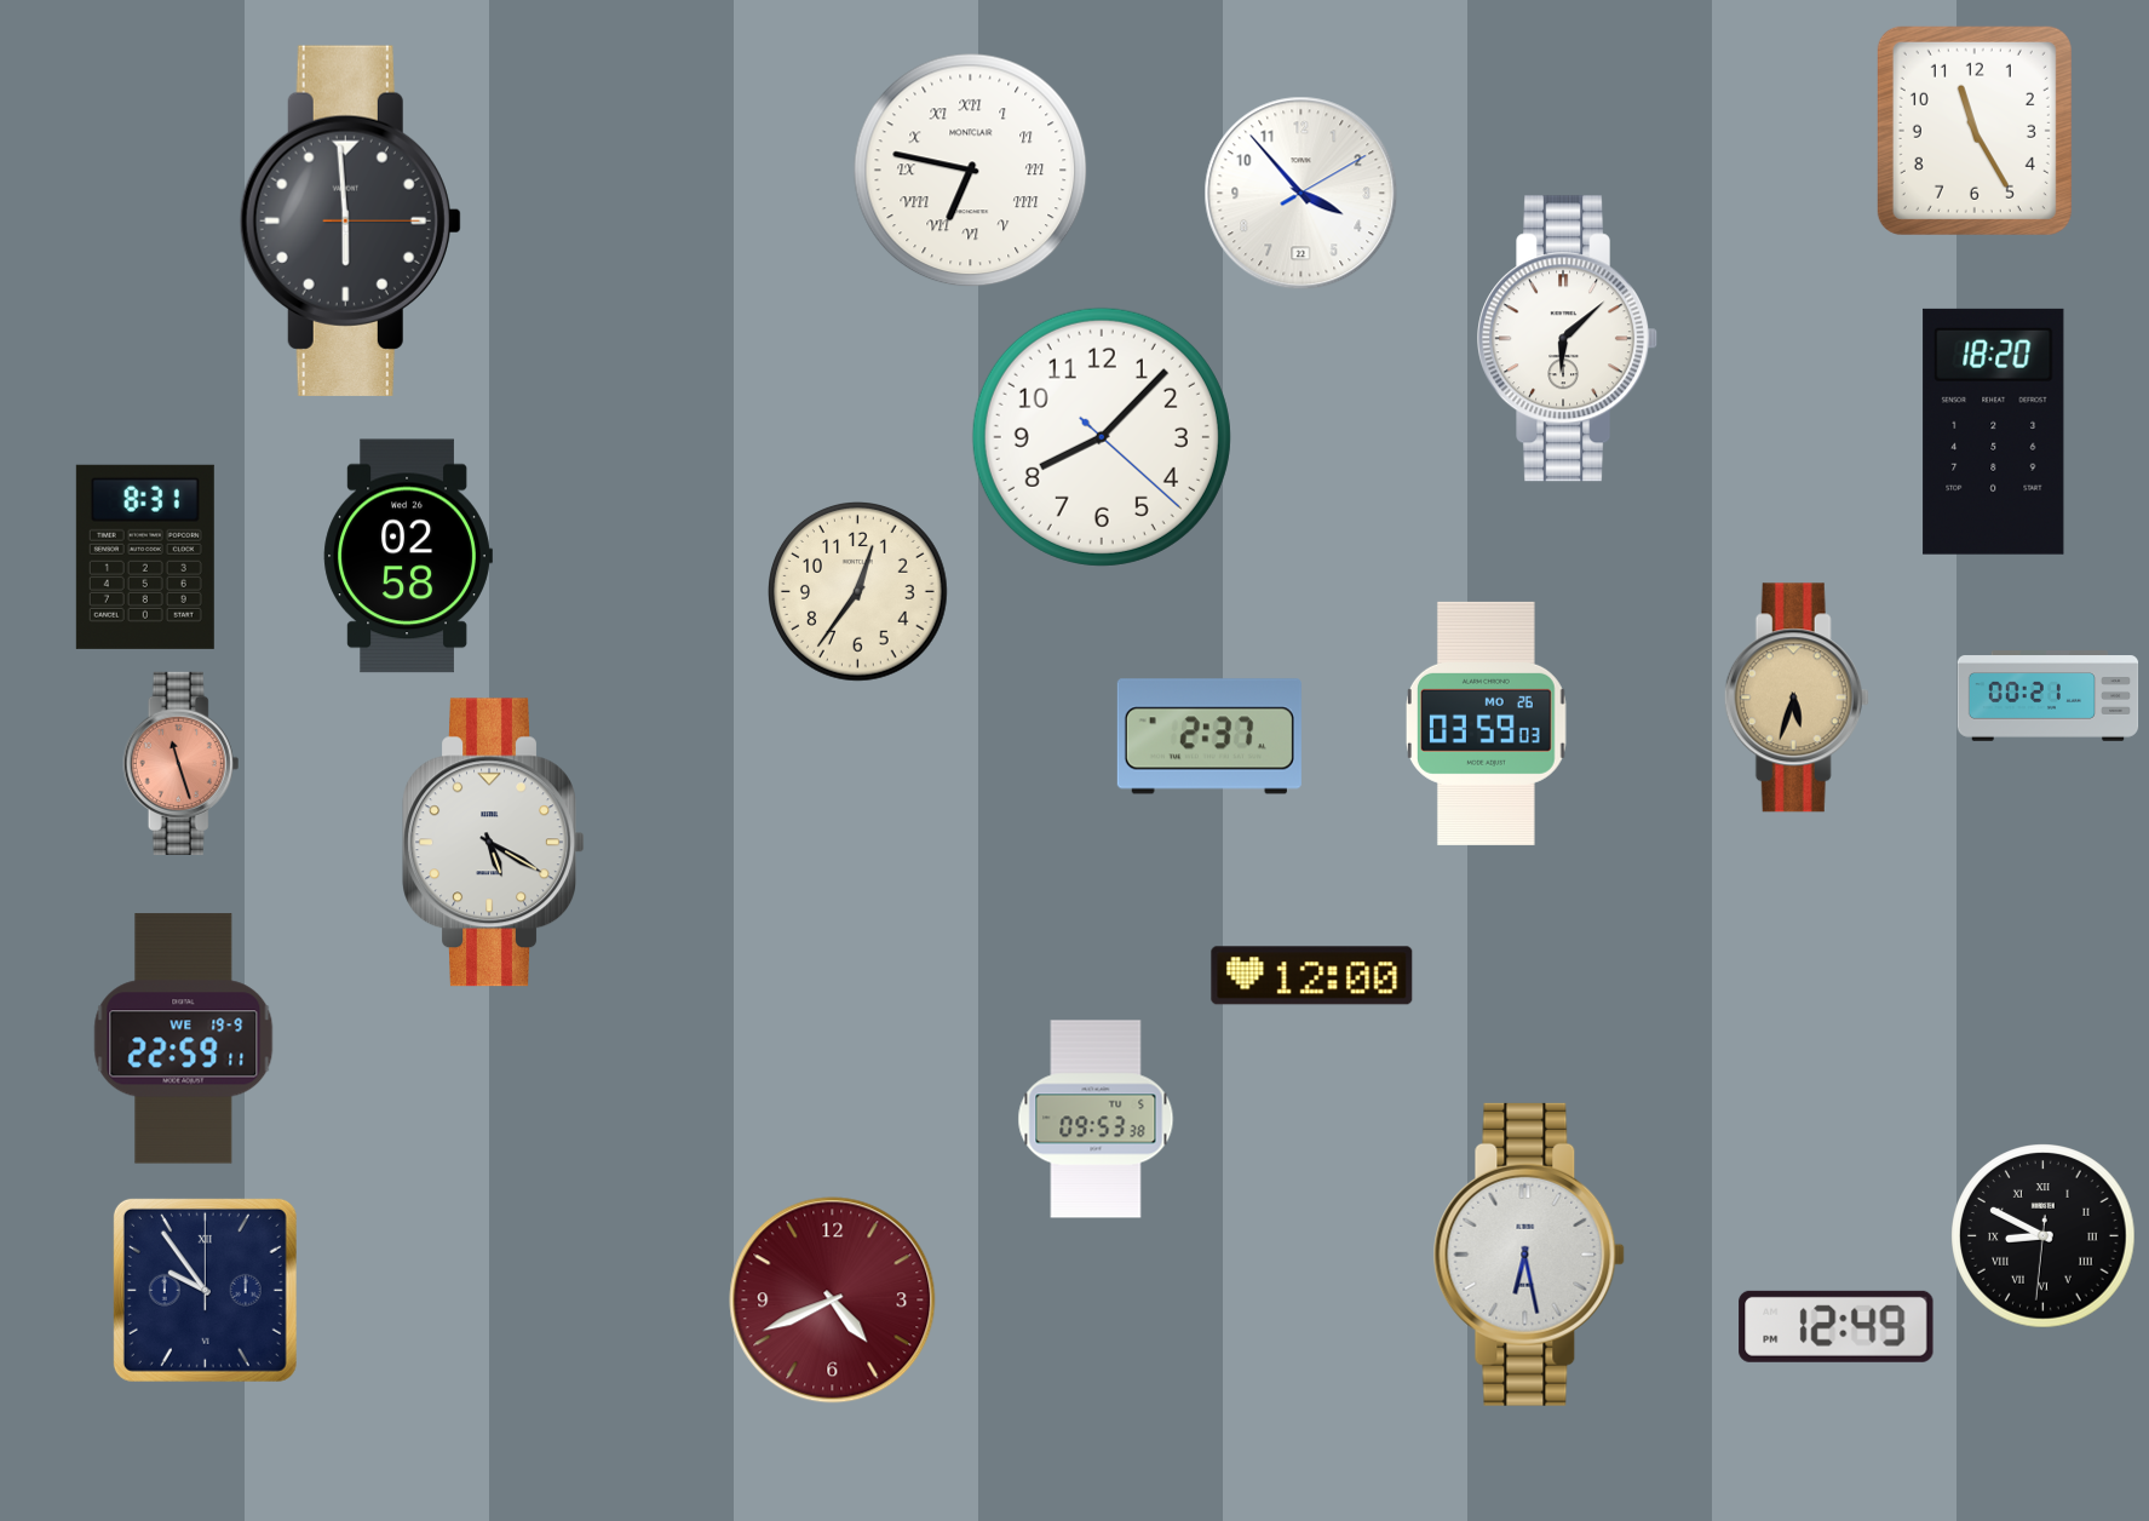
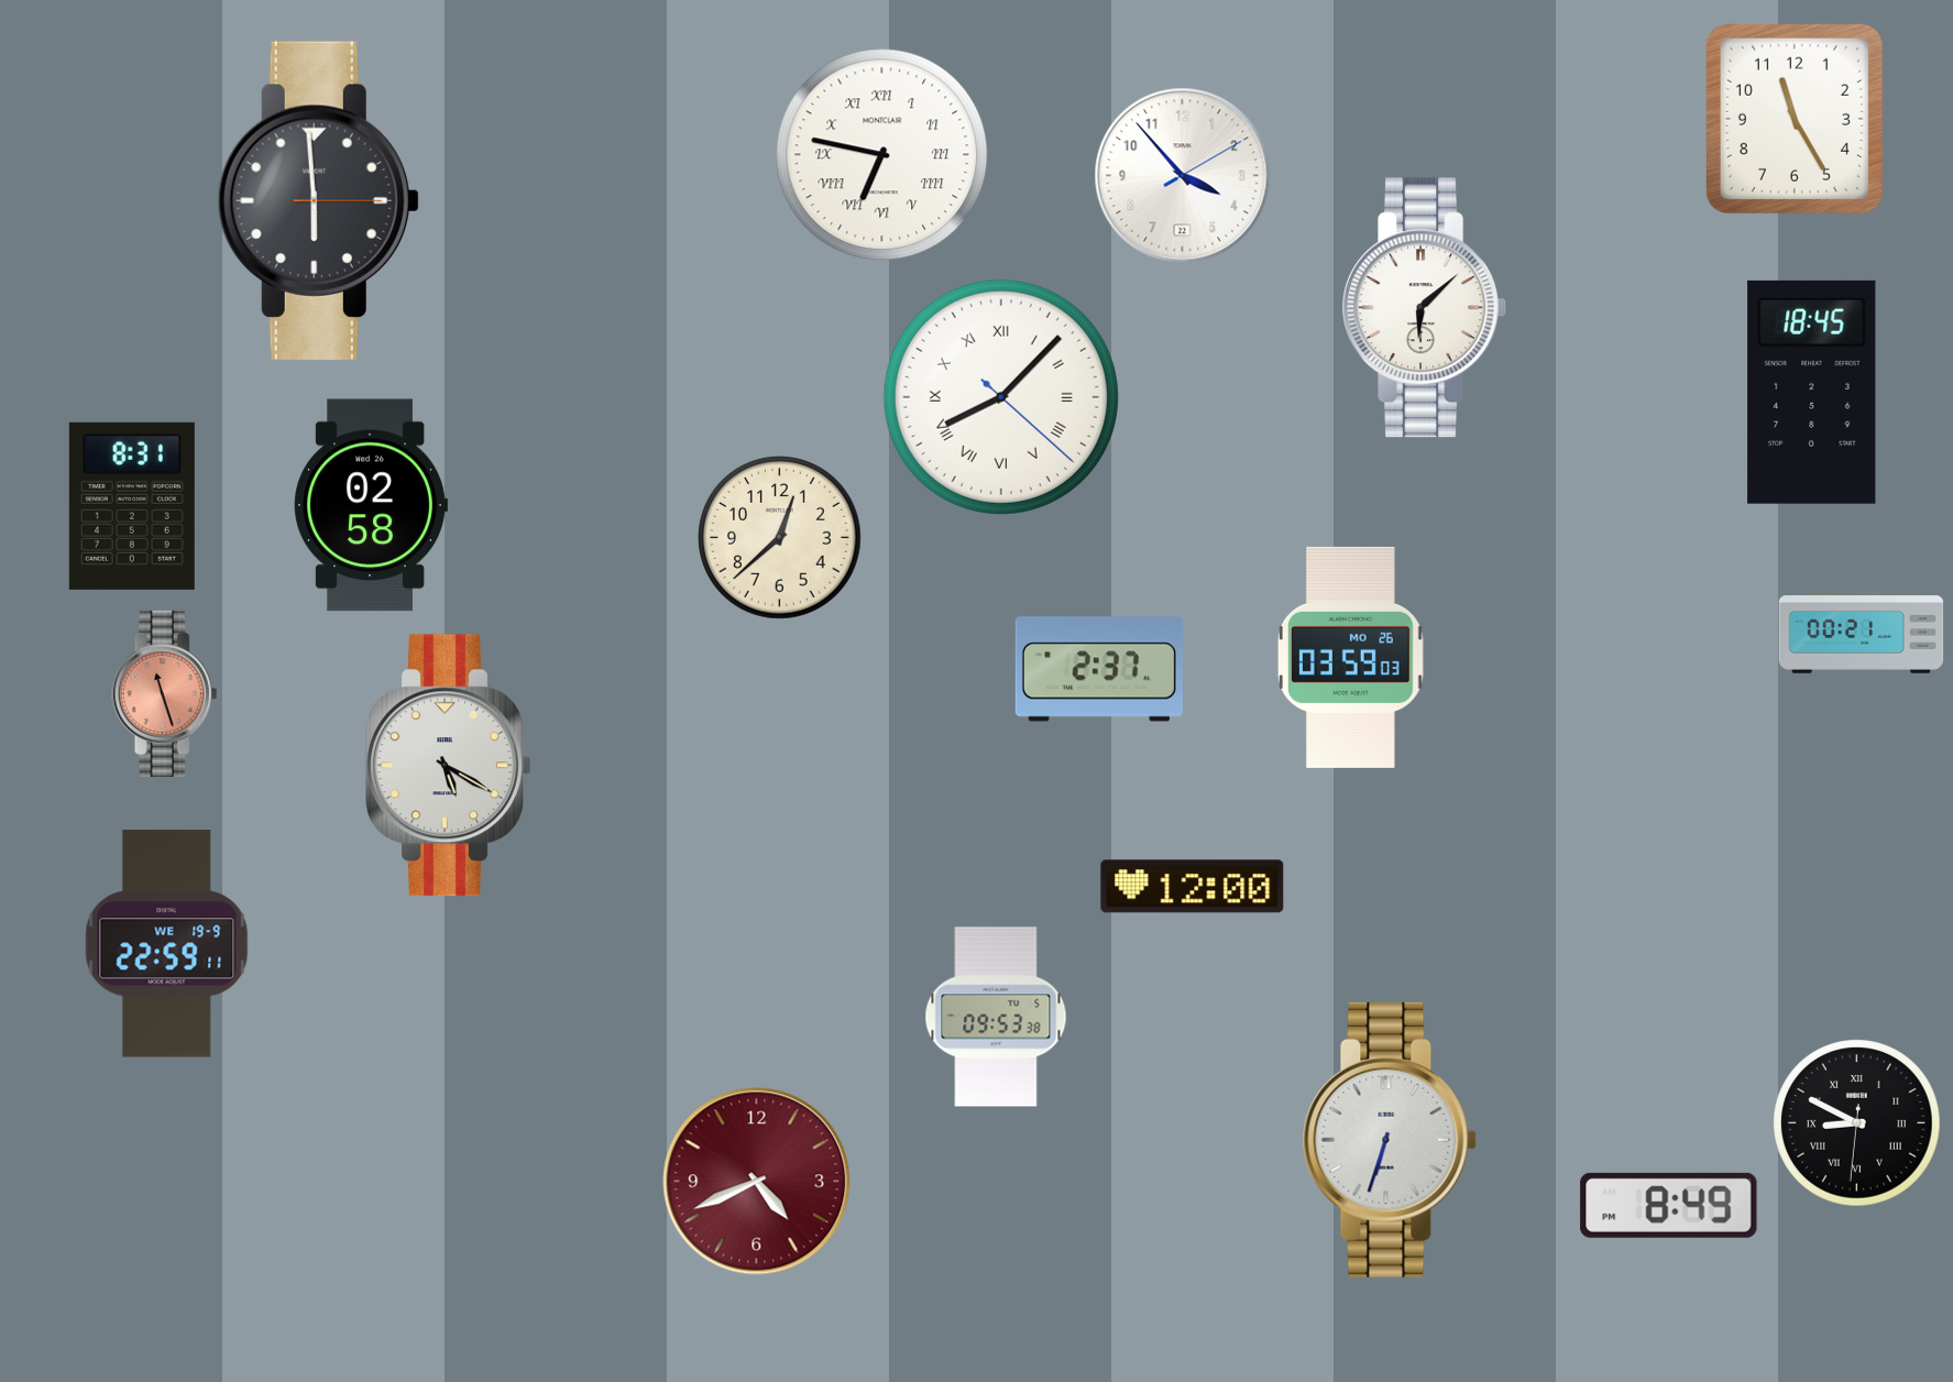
clock at (1994, 431): 18:20 -> 18:45
clock at (1102, 437) numerals: Arabic -> Roman
clock at (858, 592): 12:36 -> 12:38
clock at (1797, 698): 5:33 -> none
clock at (1529, 1255): 6:28 -> 6:33
clock at (205, 1290): 9:54 -> none
clock at (1837, 1326): 12:49 -> 8:49
